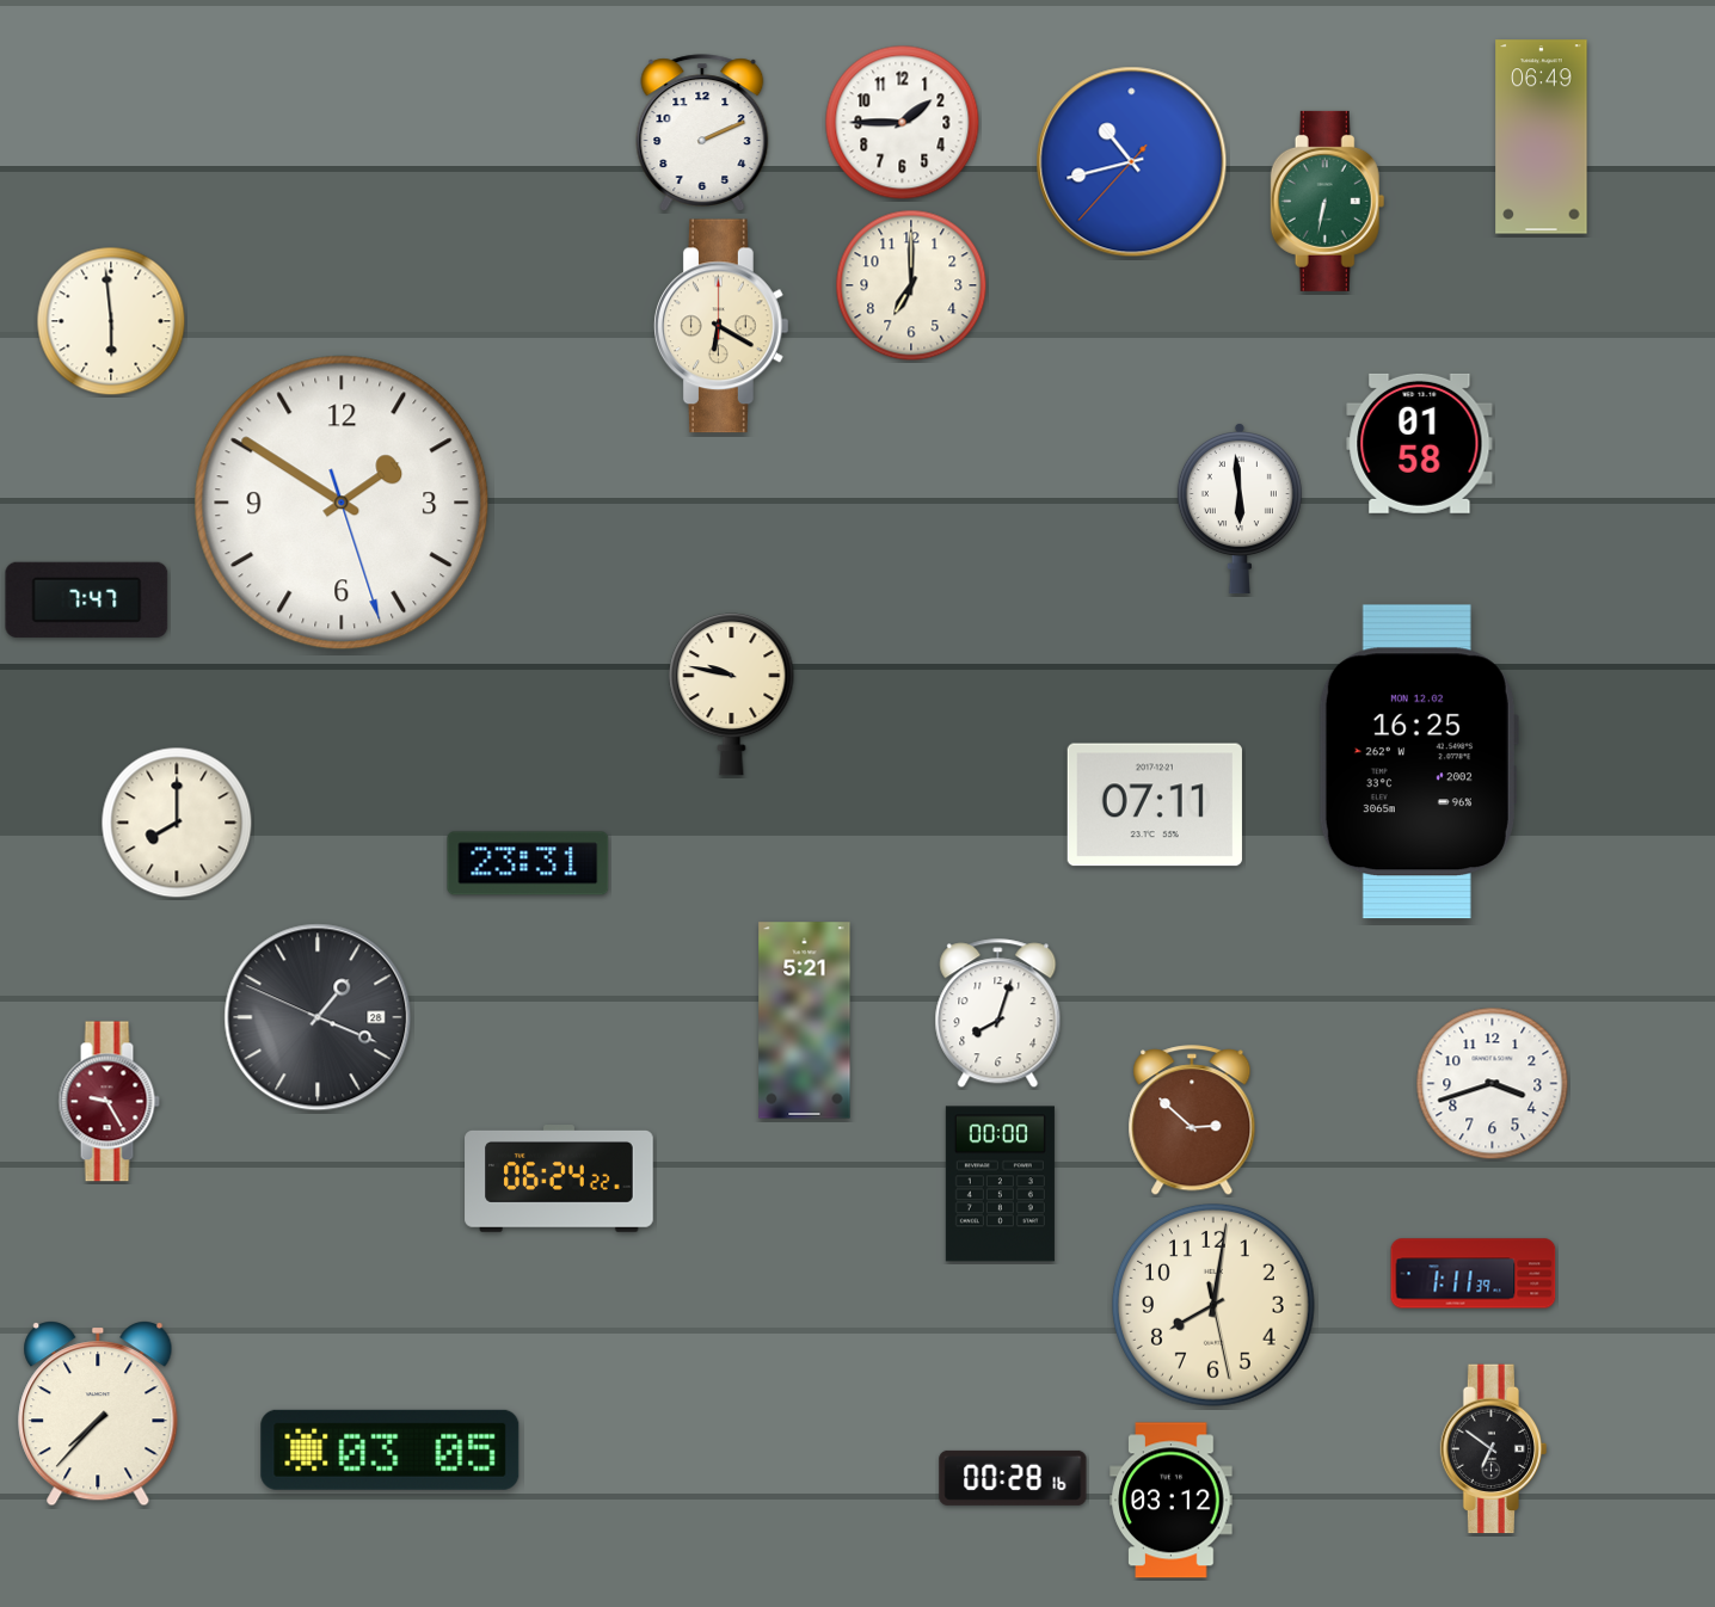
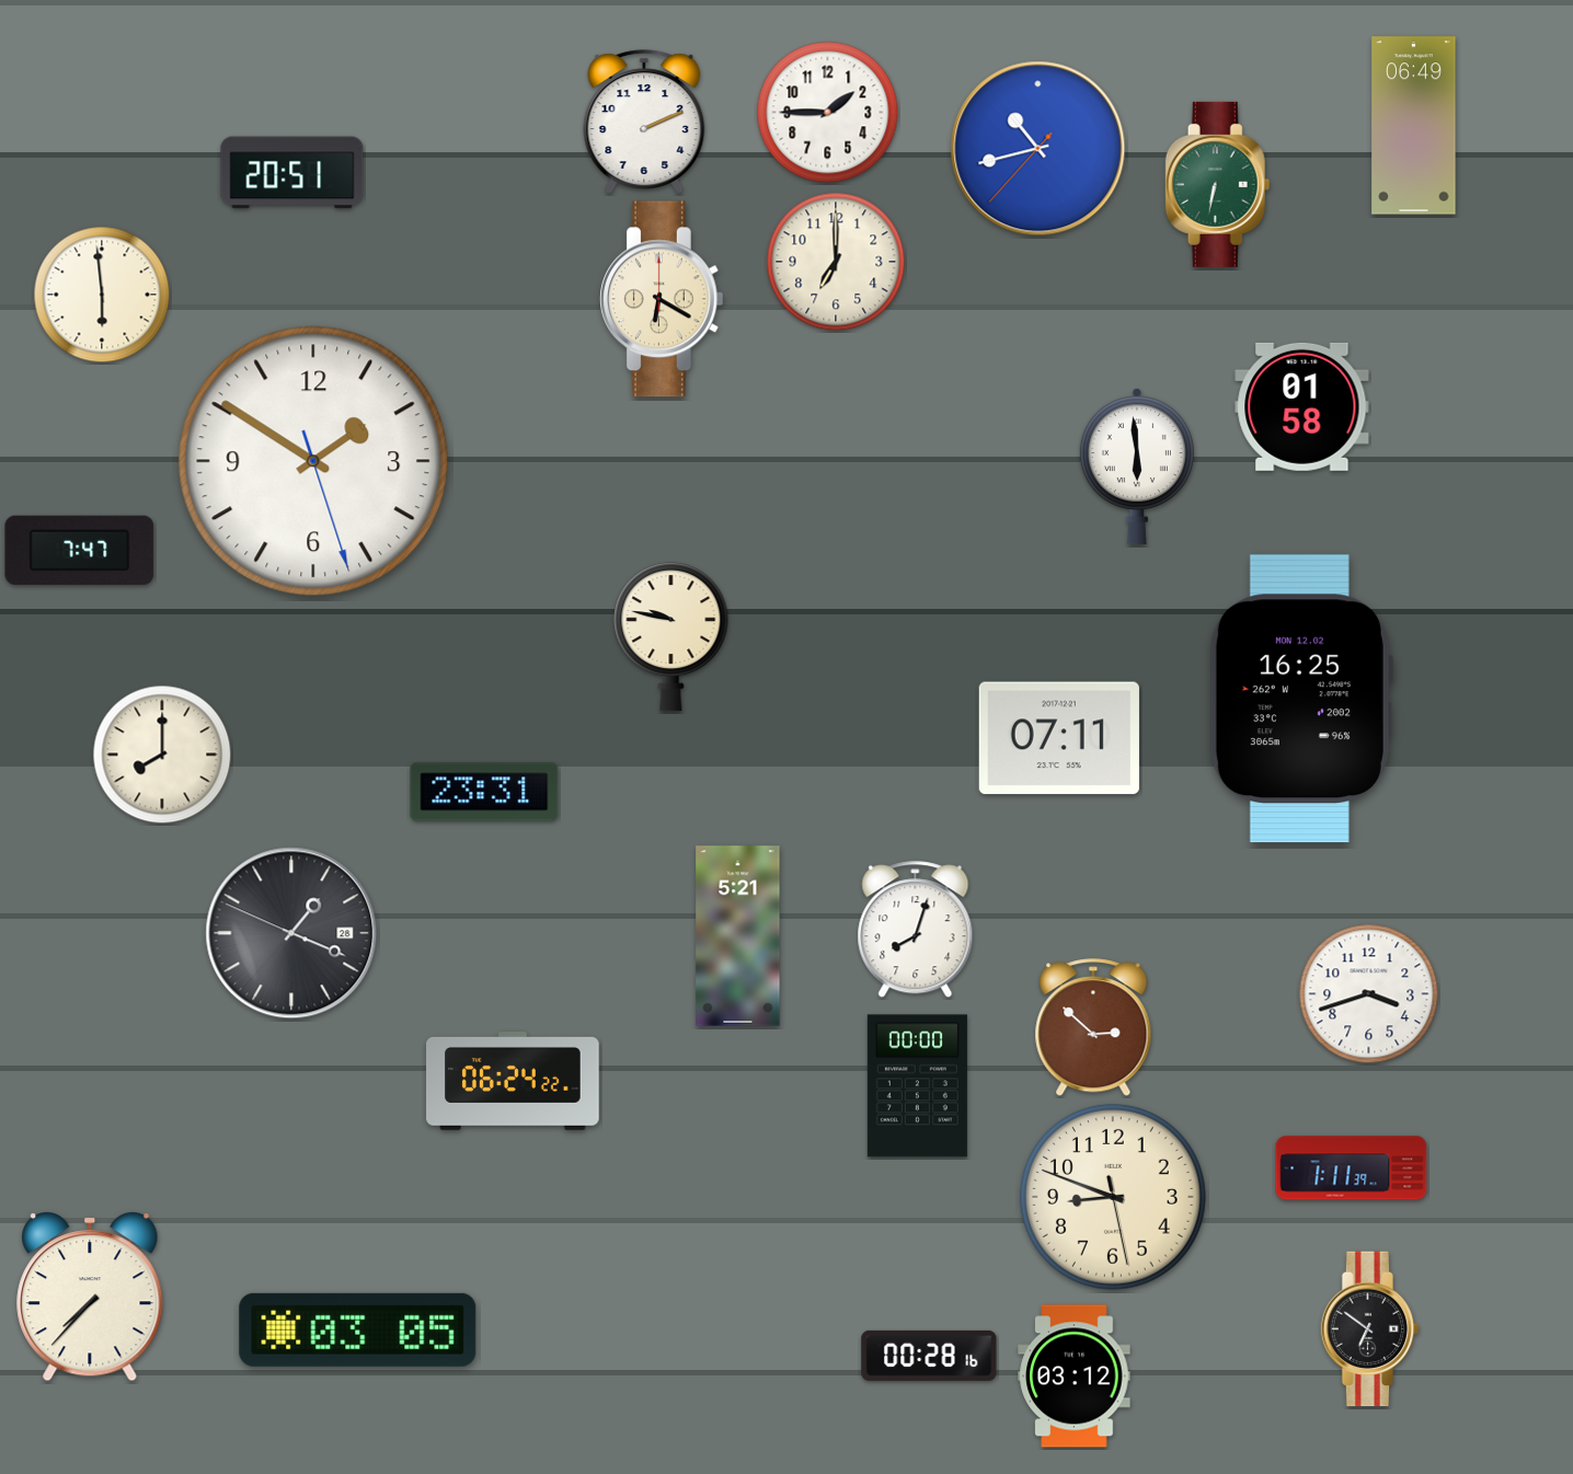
clock at (292, 173): none -> 20:51
clock at (109, 1102): 9:25 -> none
clock at (1213, 1306): 8:01 -> 8:48
